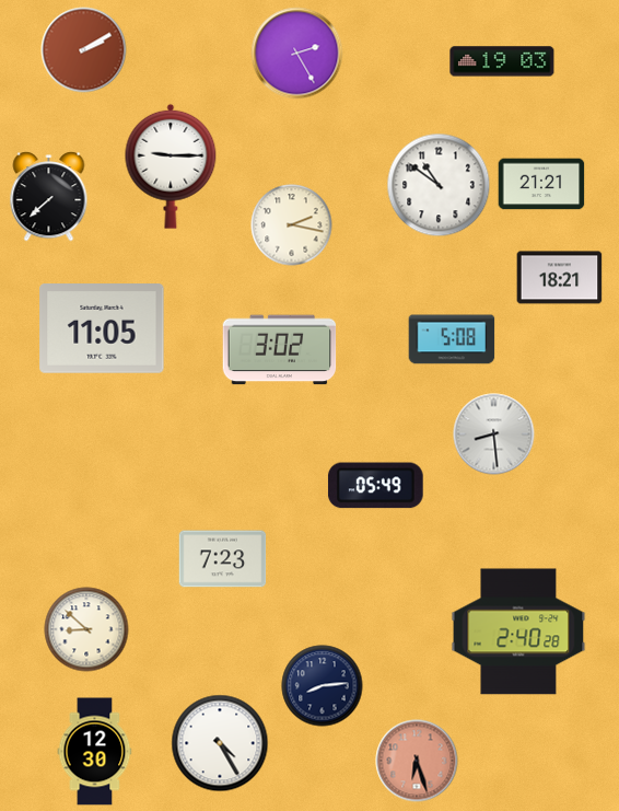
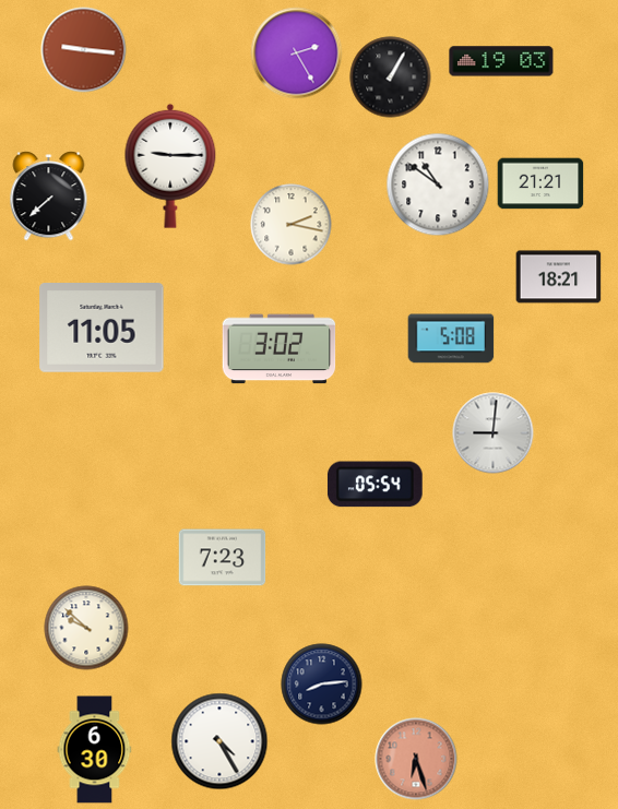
clock at (84, 50): 2:10 -> 9:16
clock at (391, 78): none -> 1:05
clock at (494, 435): 8:29 -> 9:01
clock at (375, 486): 05:49 -> 05:54
clock at (86, 629): 8:52 -> 9:52
clock at (518, 632): 2:40 -> none
clock at (95, 752): 12:30 -> 6:30
